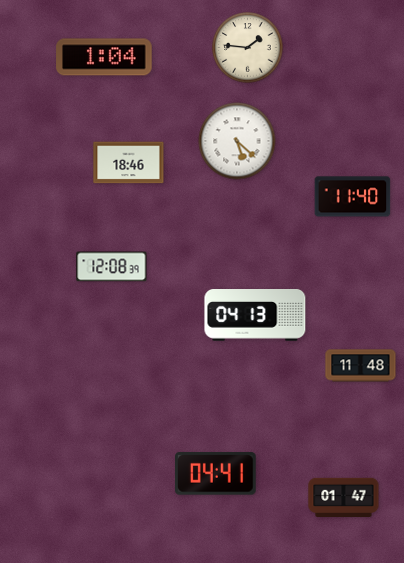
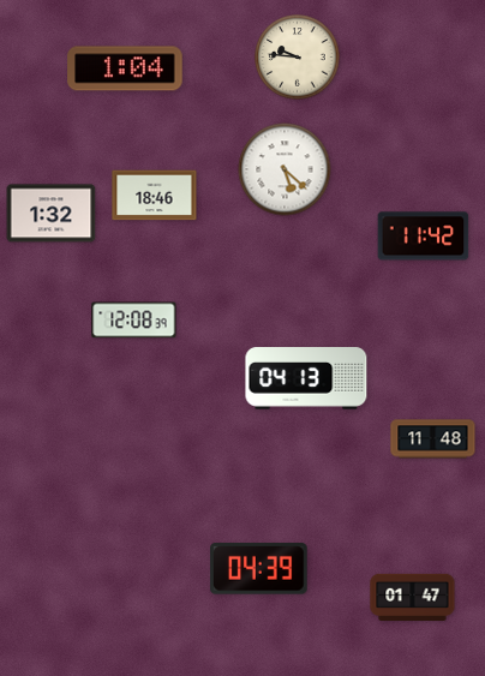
clock at (248, 48): 1:46 -> 9:46
clock at (52, 214): none -> 1:32
clock at (353, 197): 11:40 -> 11:42
clock at (216, 474): 04:41 -> 04:39
